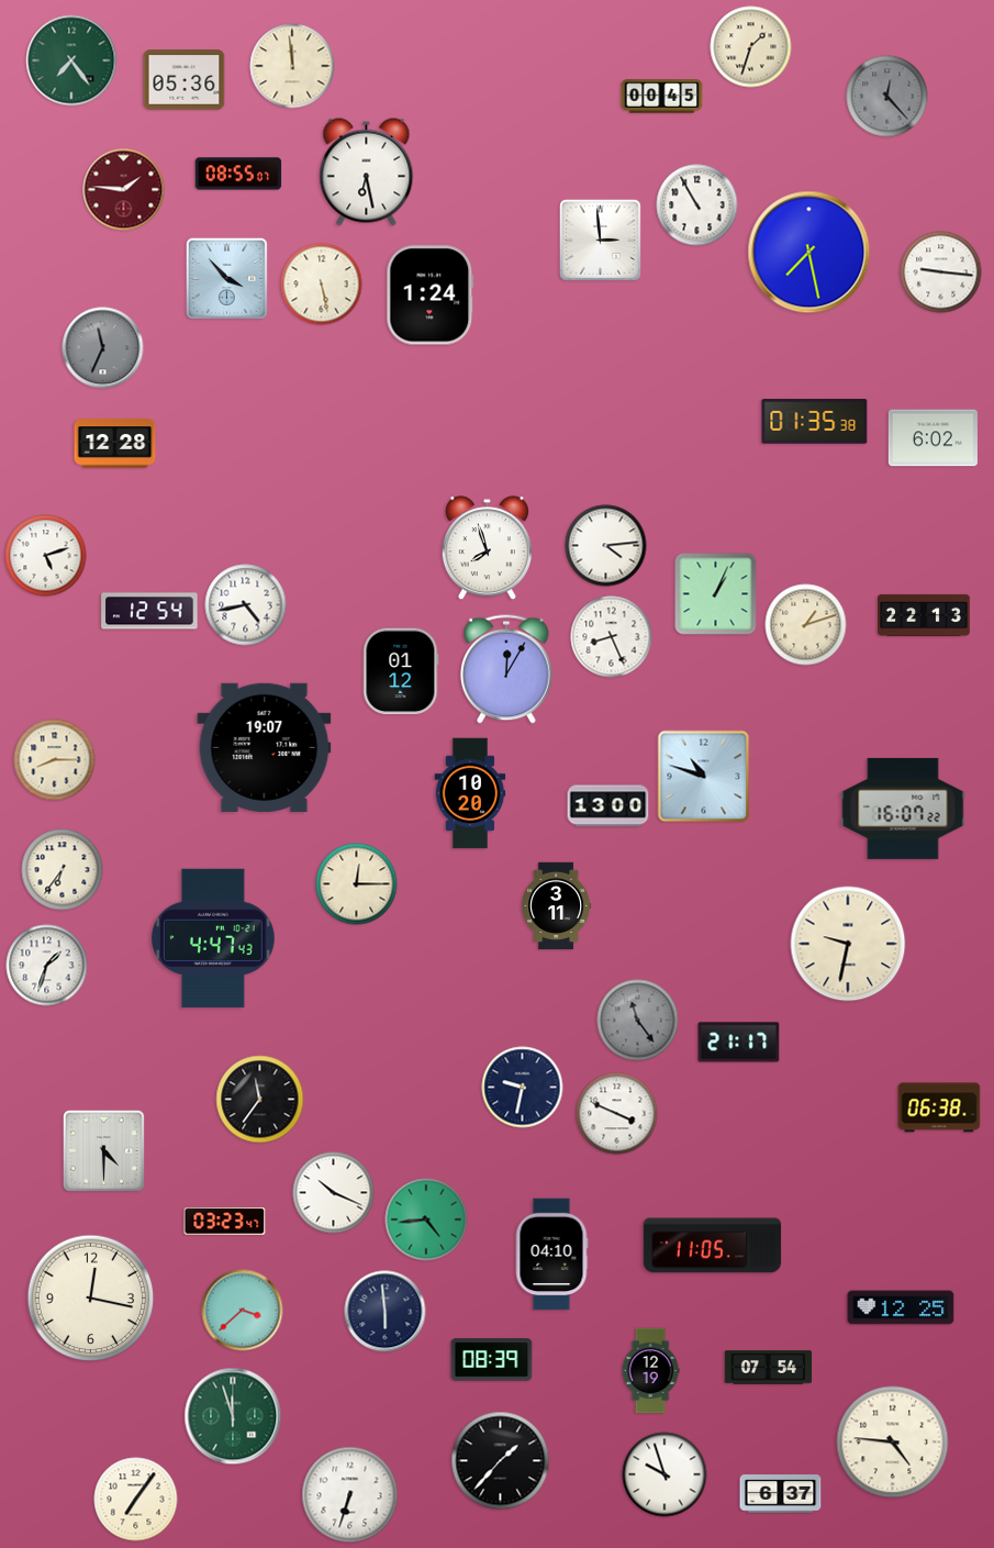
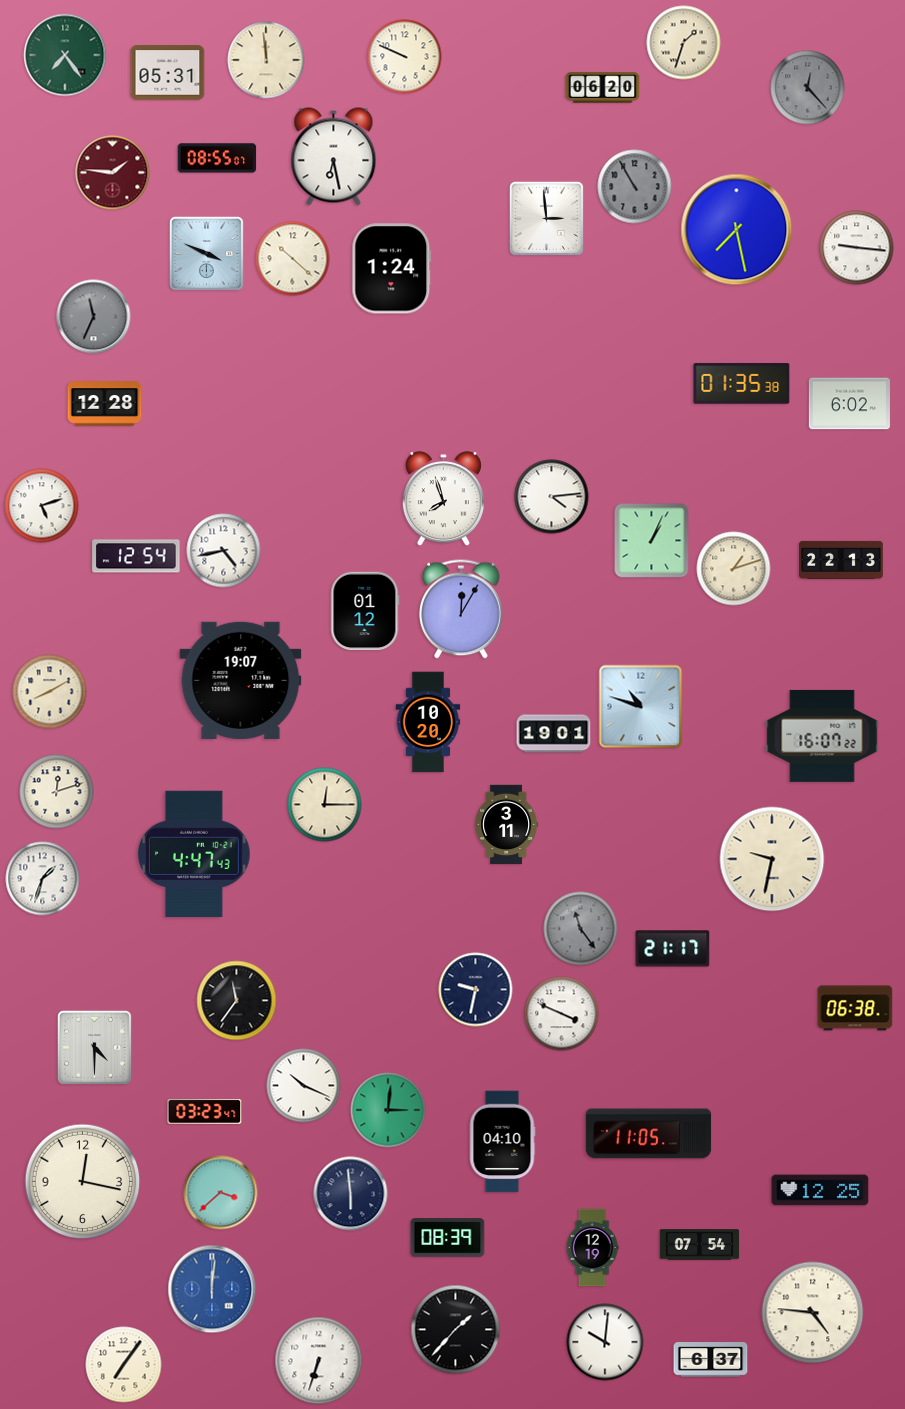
clock at (405, 57): none -> 9:49
clock at (185, 80): 05:36 -> 05:31
clock at (662, 97): 00:45 -> 06:20
clock at (697, 205) dial: white -> grey
clock at (226, 278): 3:53 -> 3:49
clock at (322, 285): 5:28 -> 10:22
clock at (932, 438) position: (932, 438) -> (849, 404)
clock at (612, 637): 8:26 -> none
clock at (55, 760): 8:15 -> 8:10
clock at (608, 806): 13:00 -> 19:01
clock at (63, 870): 6:36 -> 12:12
clock at (426, 1220): 4:44 -> 3:01
clock at (233, 1416): 11:57 -> 12:01
clock at (233, 1416) dial: green -> blue
clock at (664, 1474): 9:57 -> 10:01
